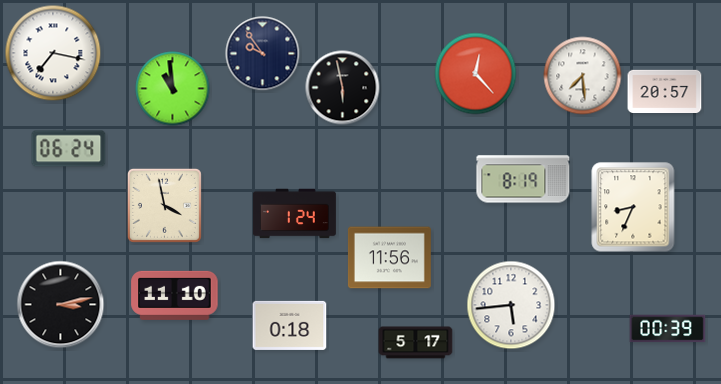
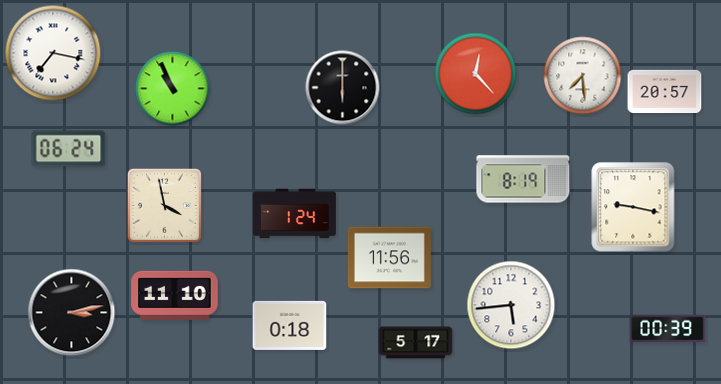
clock at (263, 54): 9:54 -> none
clock at (343, 88): 5:58 -> 6:00
clock at (173, 89): 10:59 -> 10:56
clock at (633, 207): 8:34 -> 9:17
clock at (61, 305) position: (61, 305) -> (72, 313)
